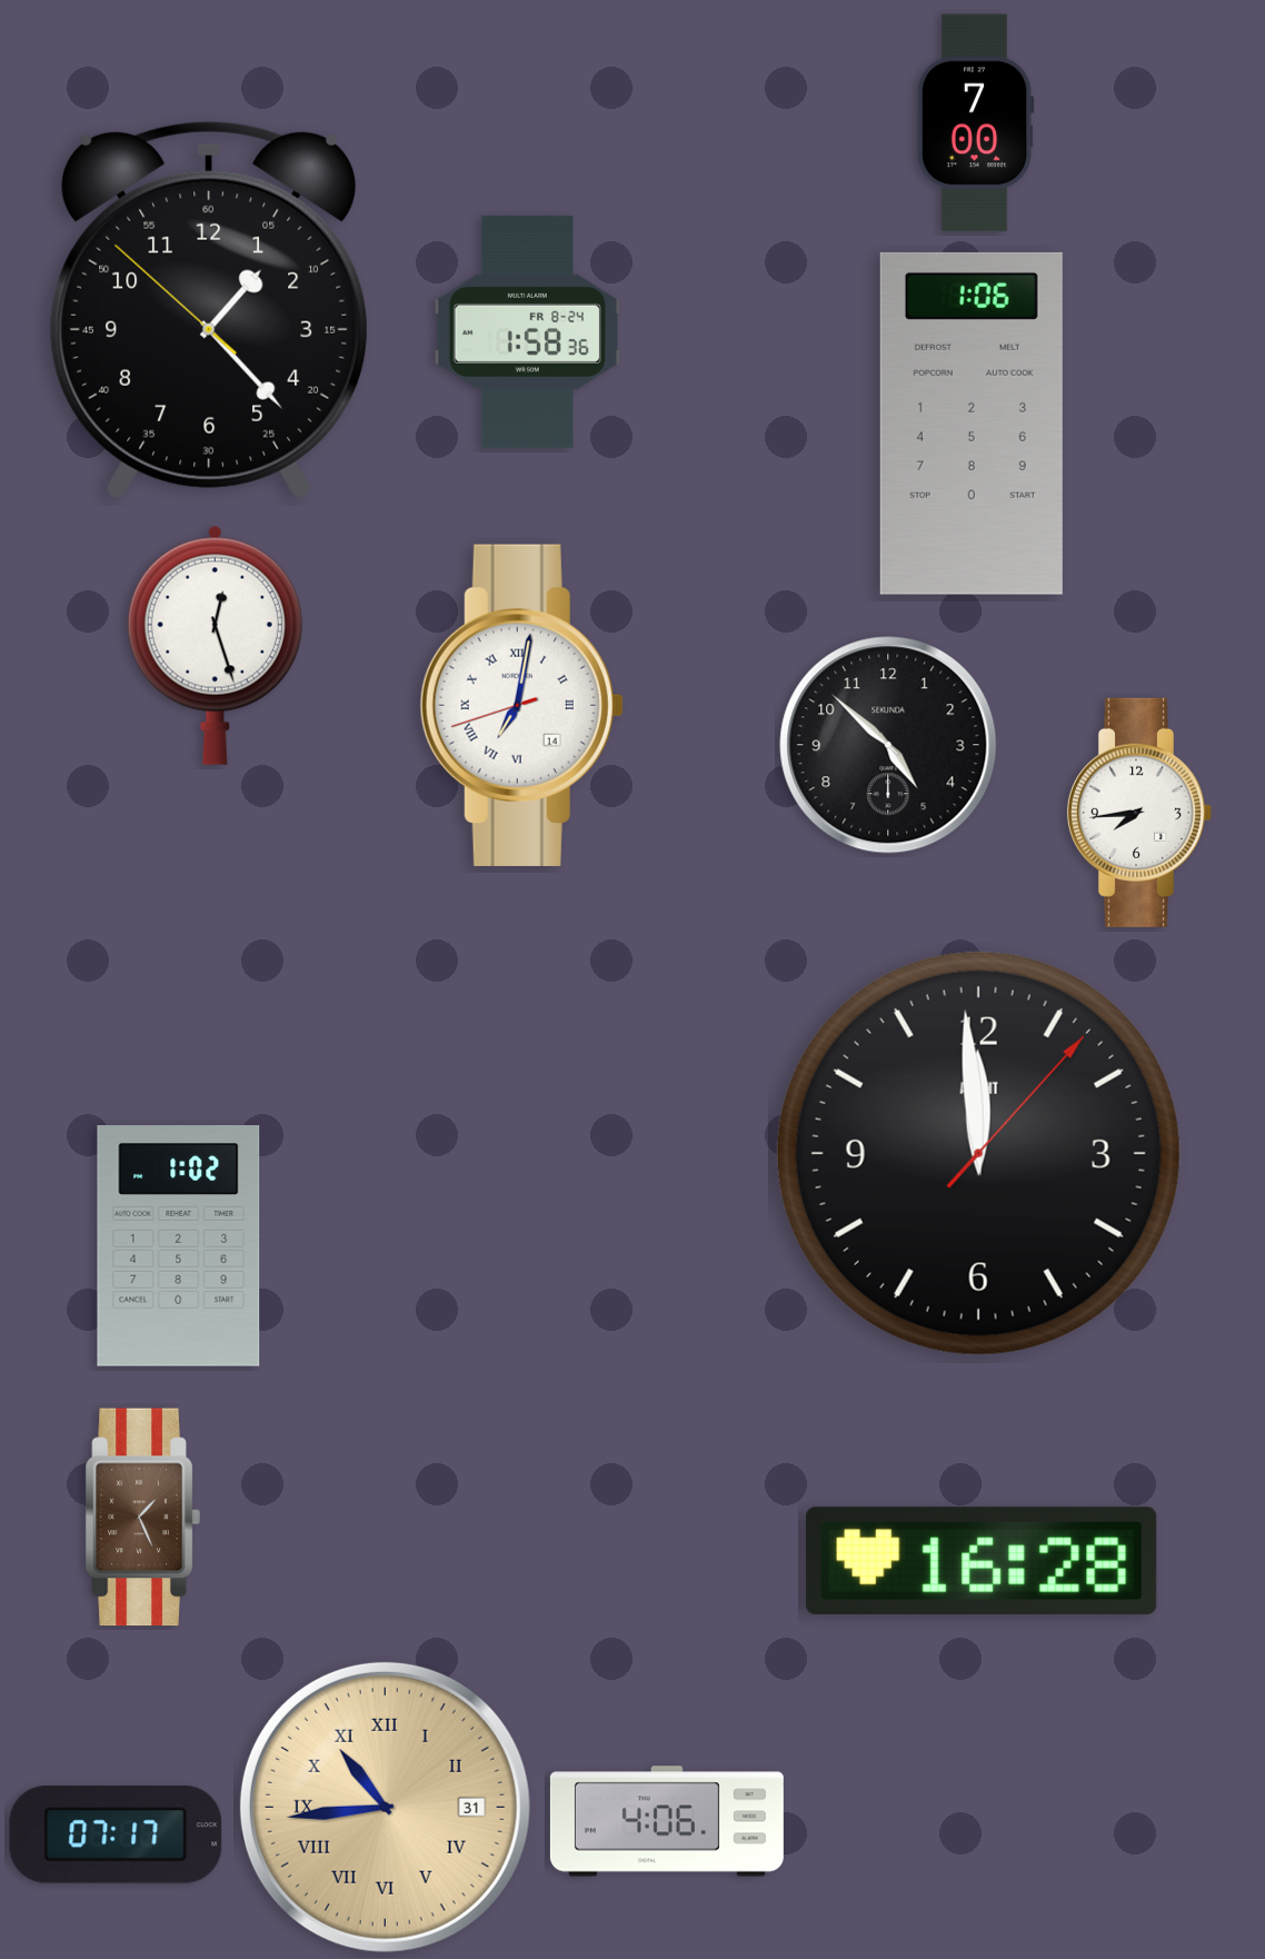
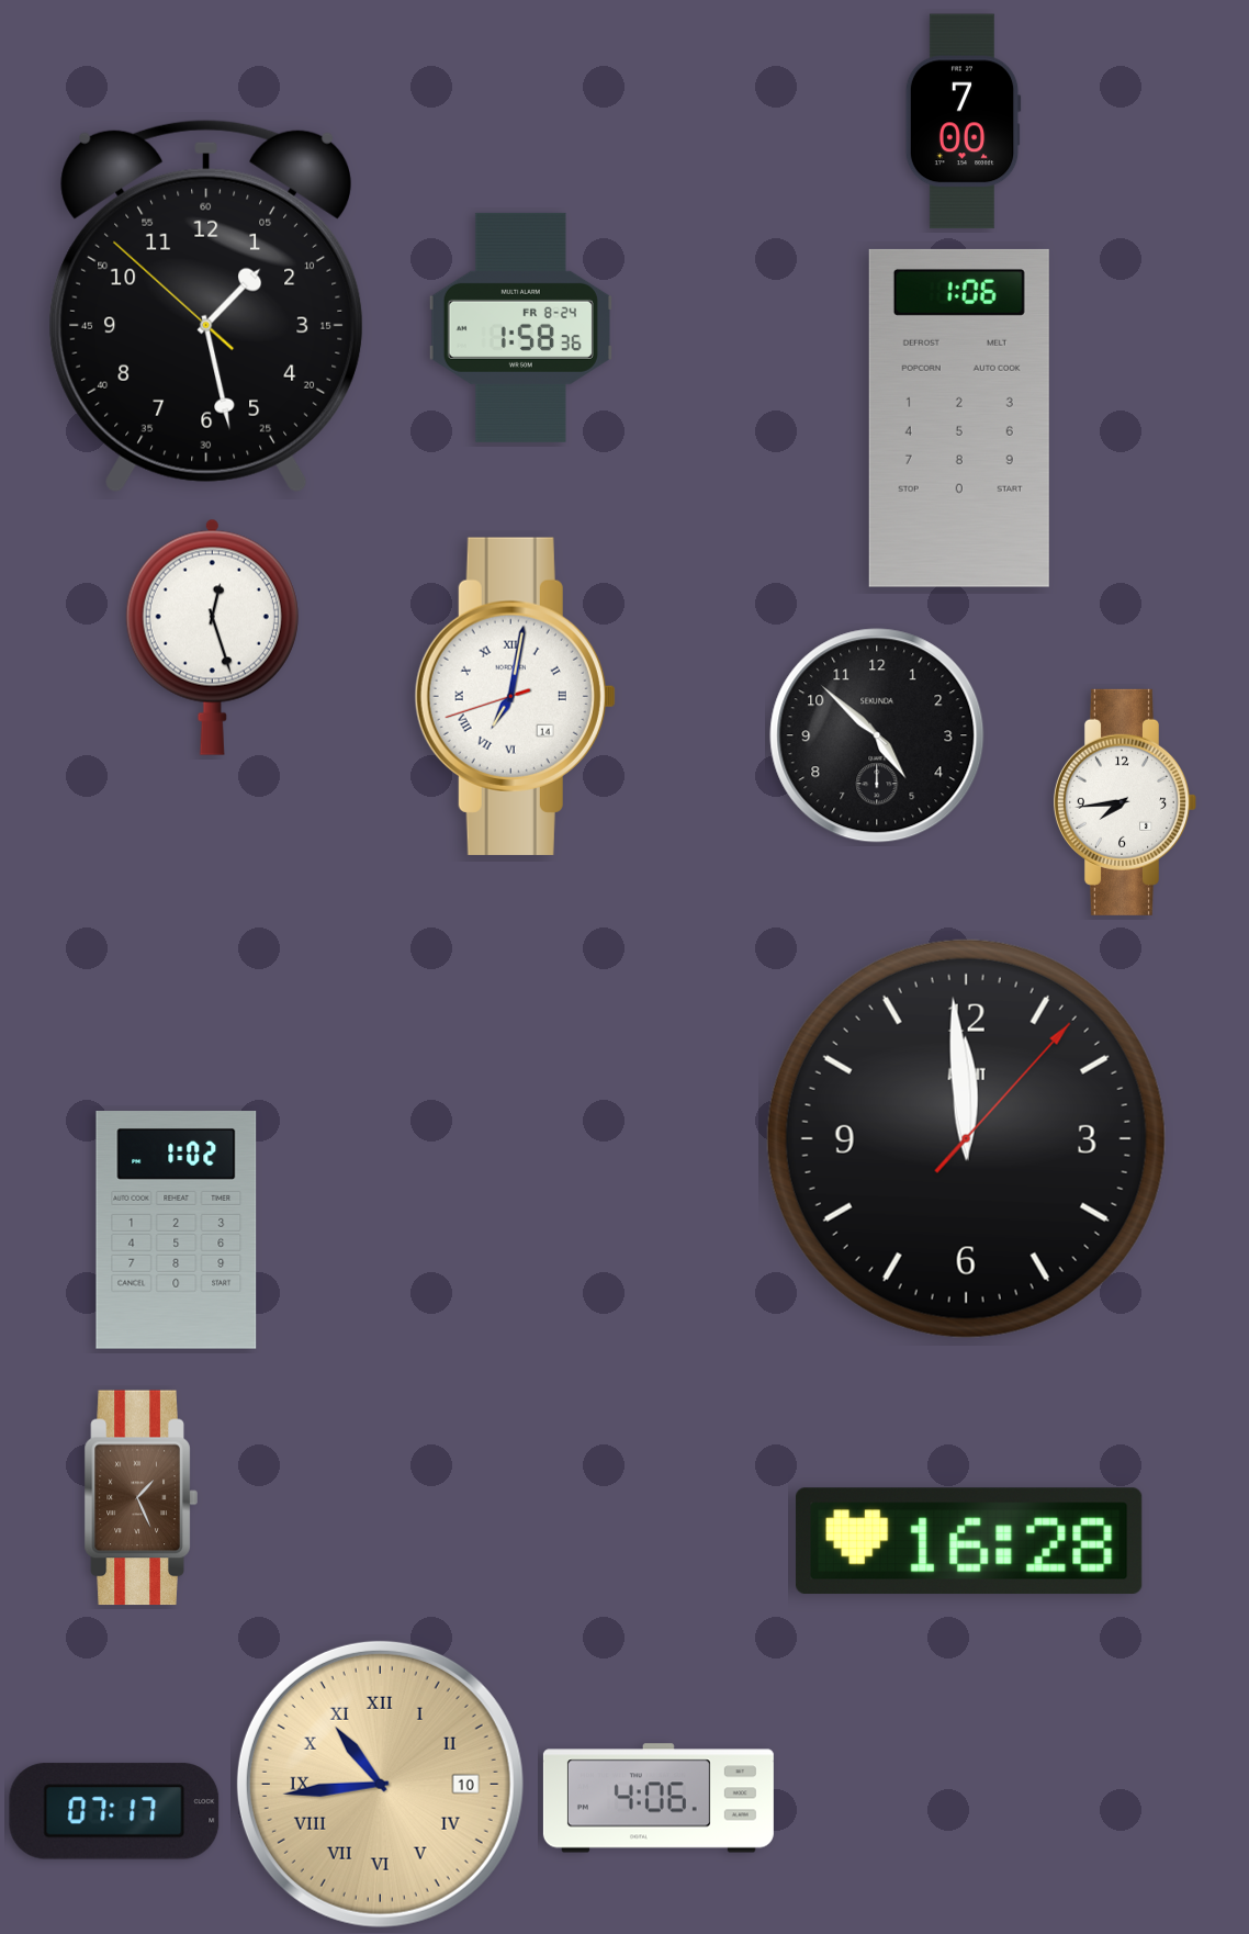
clock at (209, 310): 1:22 -> 1:27
clock at (385, 1807) date: 31 -> 10
